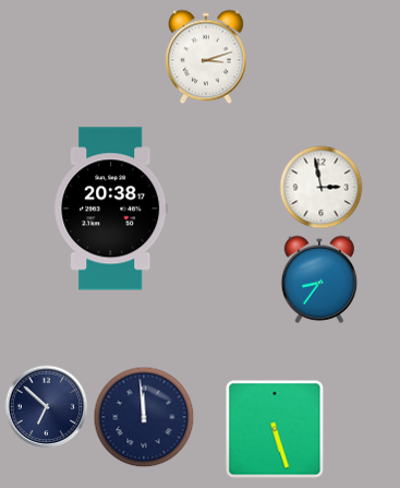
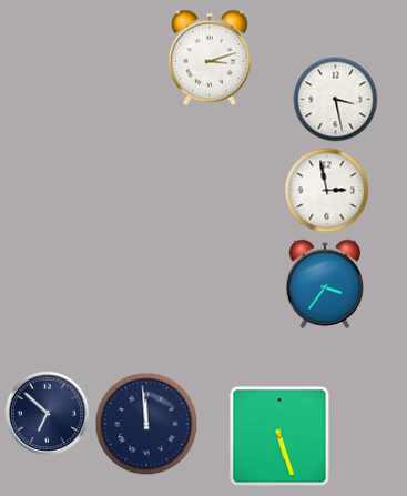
clock at (336, 100): none -> 3:28
clock at (111, 209): 20:38 -> none
clock at (319, 279): 8:36 -> 3:36
